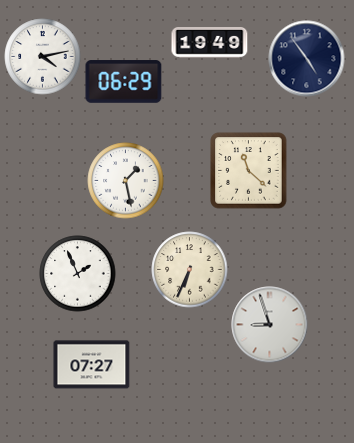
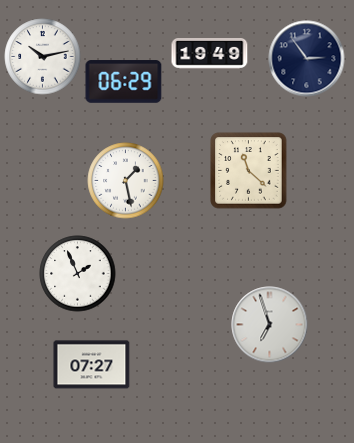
clock at (210, 43) position: (210, 43) -> (210, 54)
clock at (43, 57): 4:13 -> 10:13
clock at (307, 59): 4:54 -> 2:54
clock at (190, 270): 6:34 -> none
clock at (270, 325): 8:57 -> 6:57
